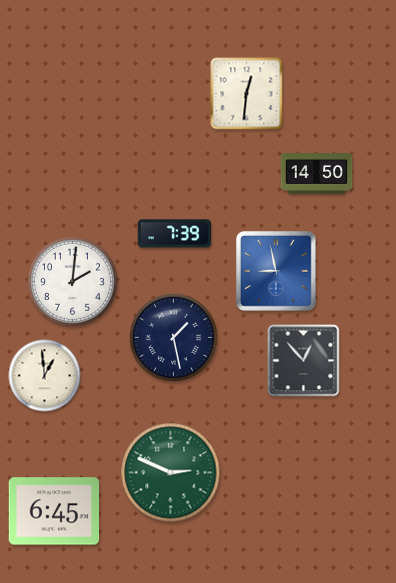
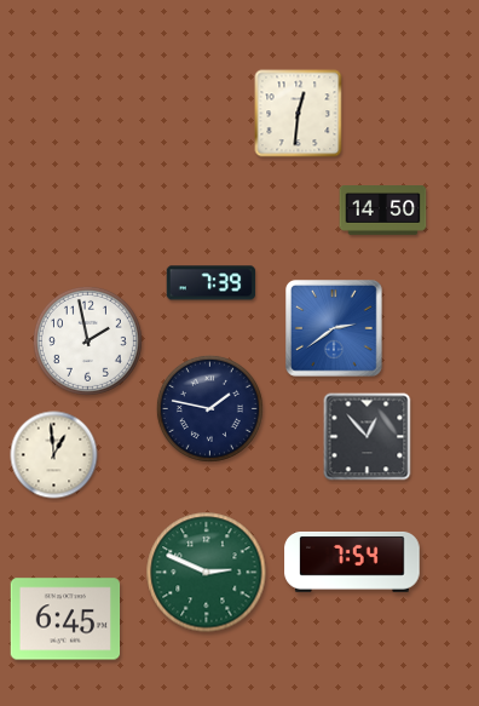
clock at (277, 272): 8:58 -> 2:39
clock at (72, 281): 2:01 -> 1:58
clock at (173, 337): 1:28 -> 1:47
clock at (352, 562): none -> 7:54
